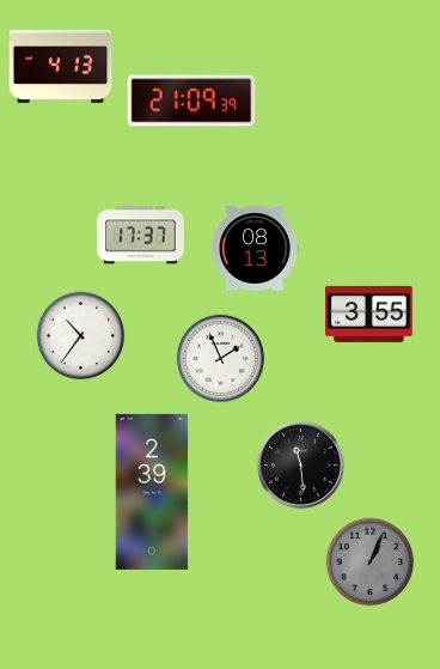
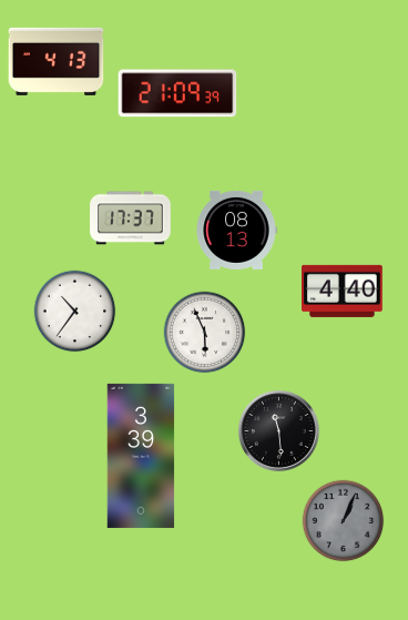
clock at (369, 314): 3:55 -> 4:40
clock at (221, 359): 1:56 -> 5:56
clock at (152, 492): 2:39 -> 3:39
